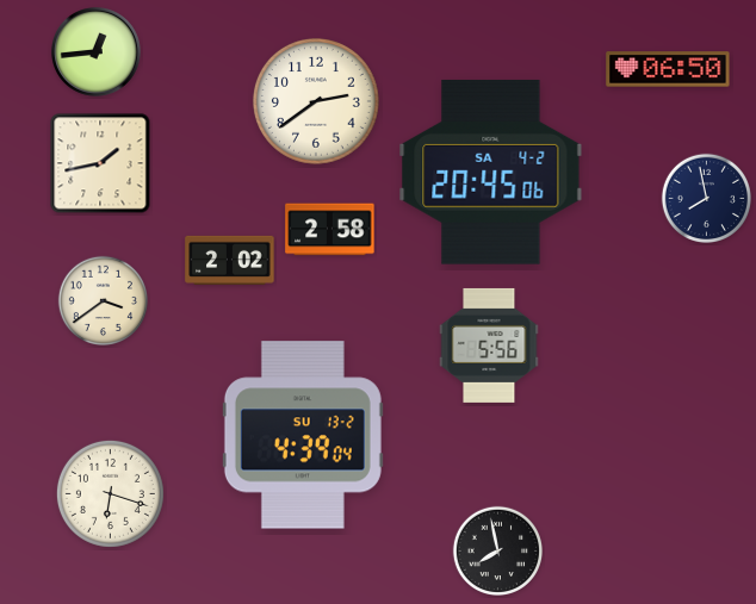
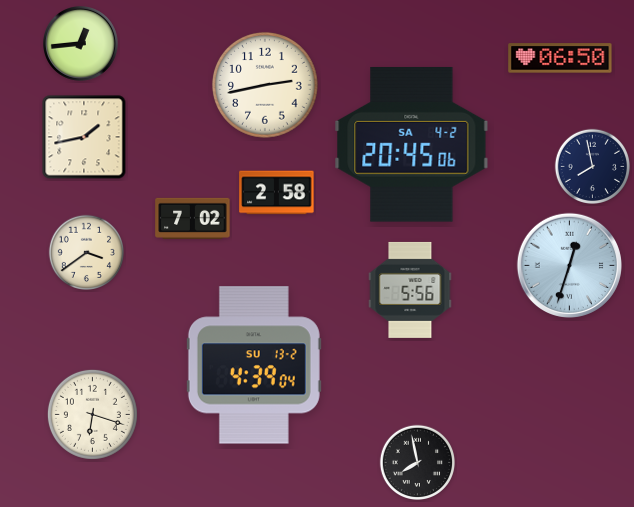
clock at (316, 101): 2:39 -> 2:43
clock at (230, 260): 2:02 -> 7:02
clock at (569, 265): none -> 12:33
